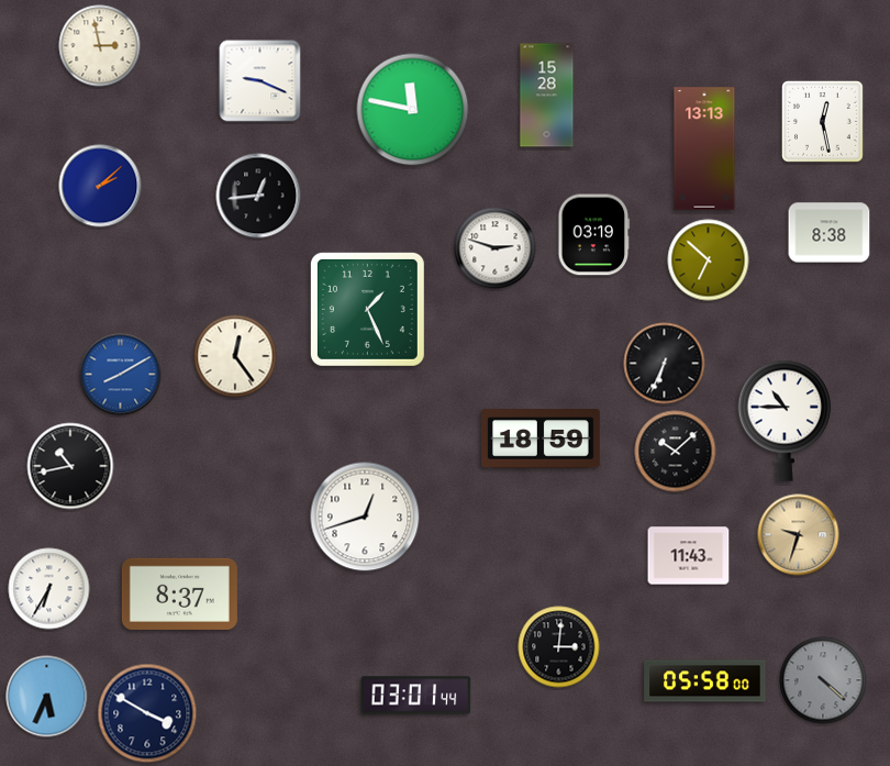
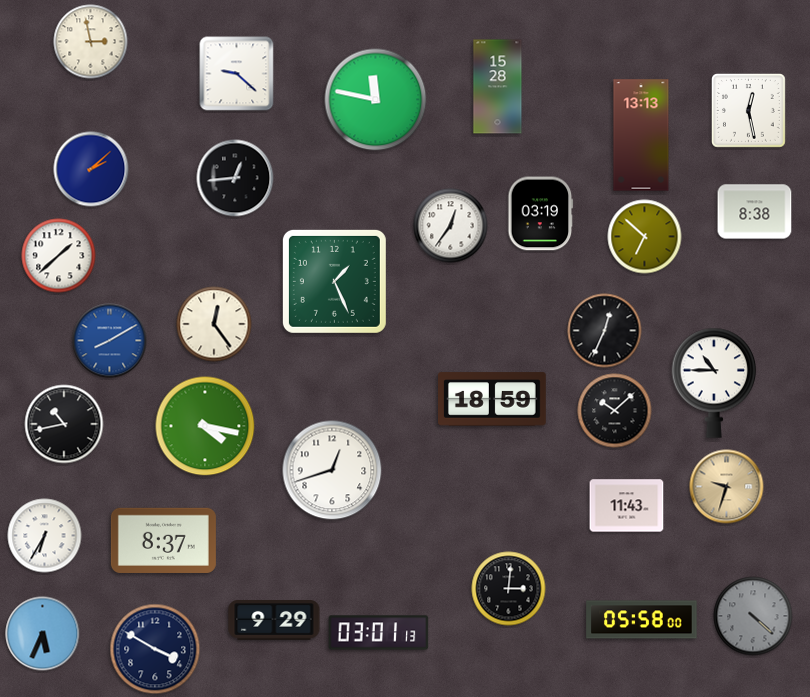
clock at (260, 81): 9:19 -> 9:22
clock at (496, 248): 2:48 -> 12:36
clock at (59, 256): none -> 1:38
clock at (665, 364): 6:34 -> 12:34
clock at (205, 426): none -> 4:17
clock at (823, 680) position: (823, 680) -> (753, 616)
clock at (274, 621): none -> 9:29
clock at (416, 696): 03:01:44 -> 03:01:13
clock at (147, 713) position: (147, 713) -> (155, 649)
